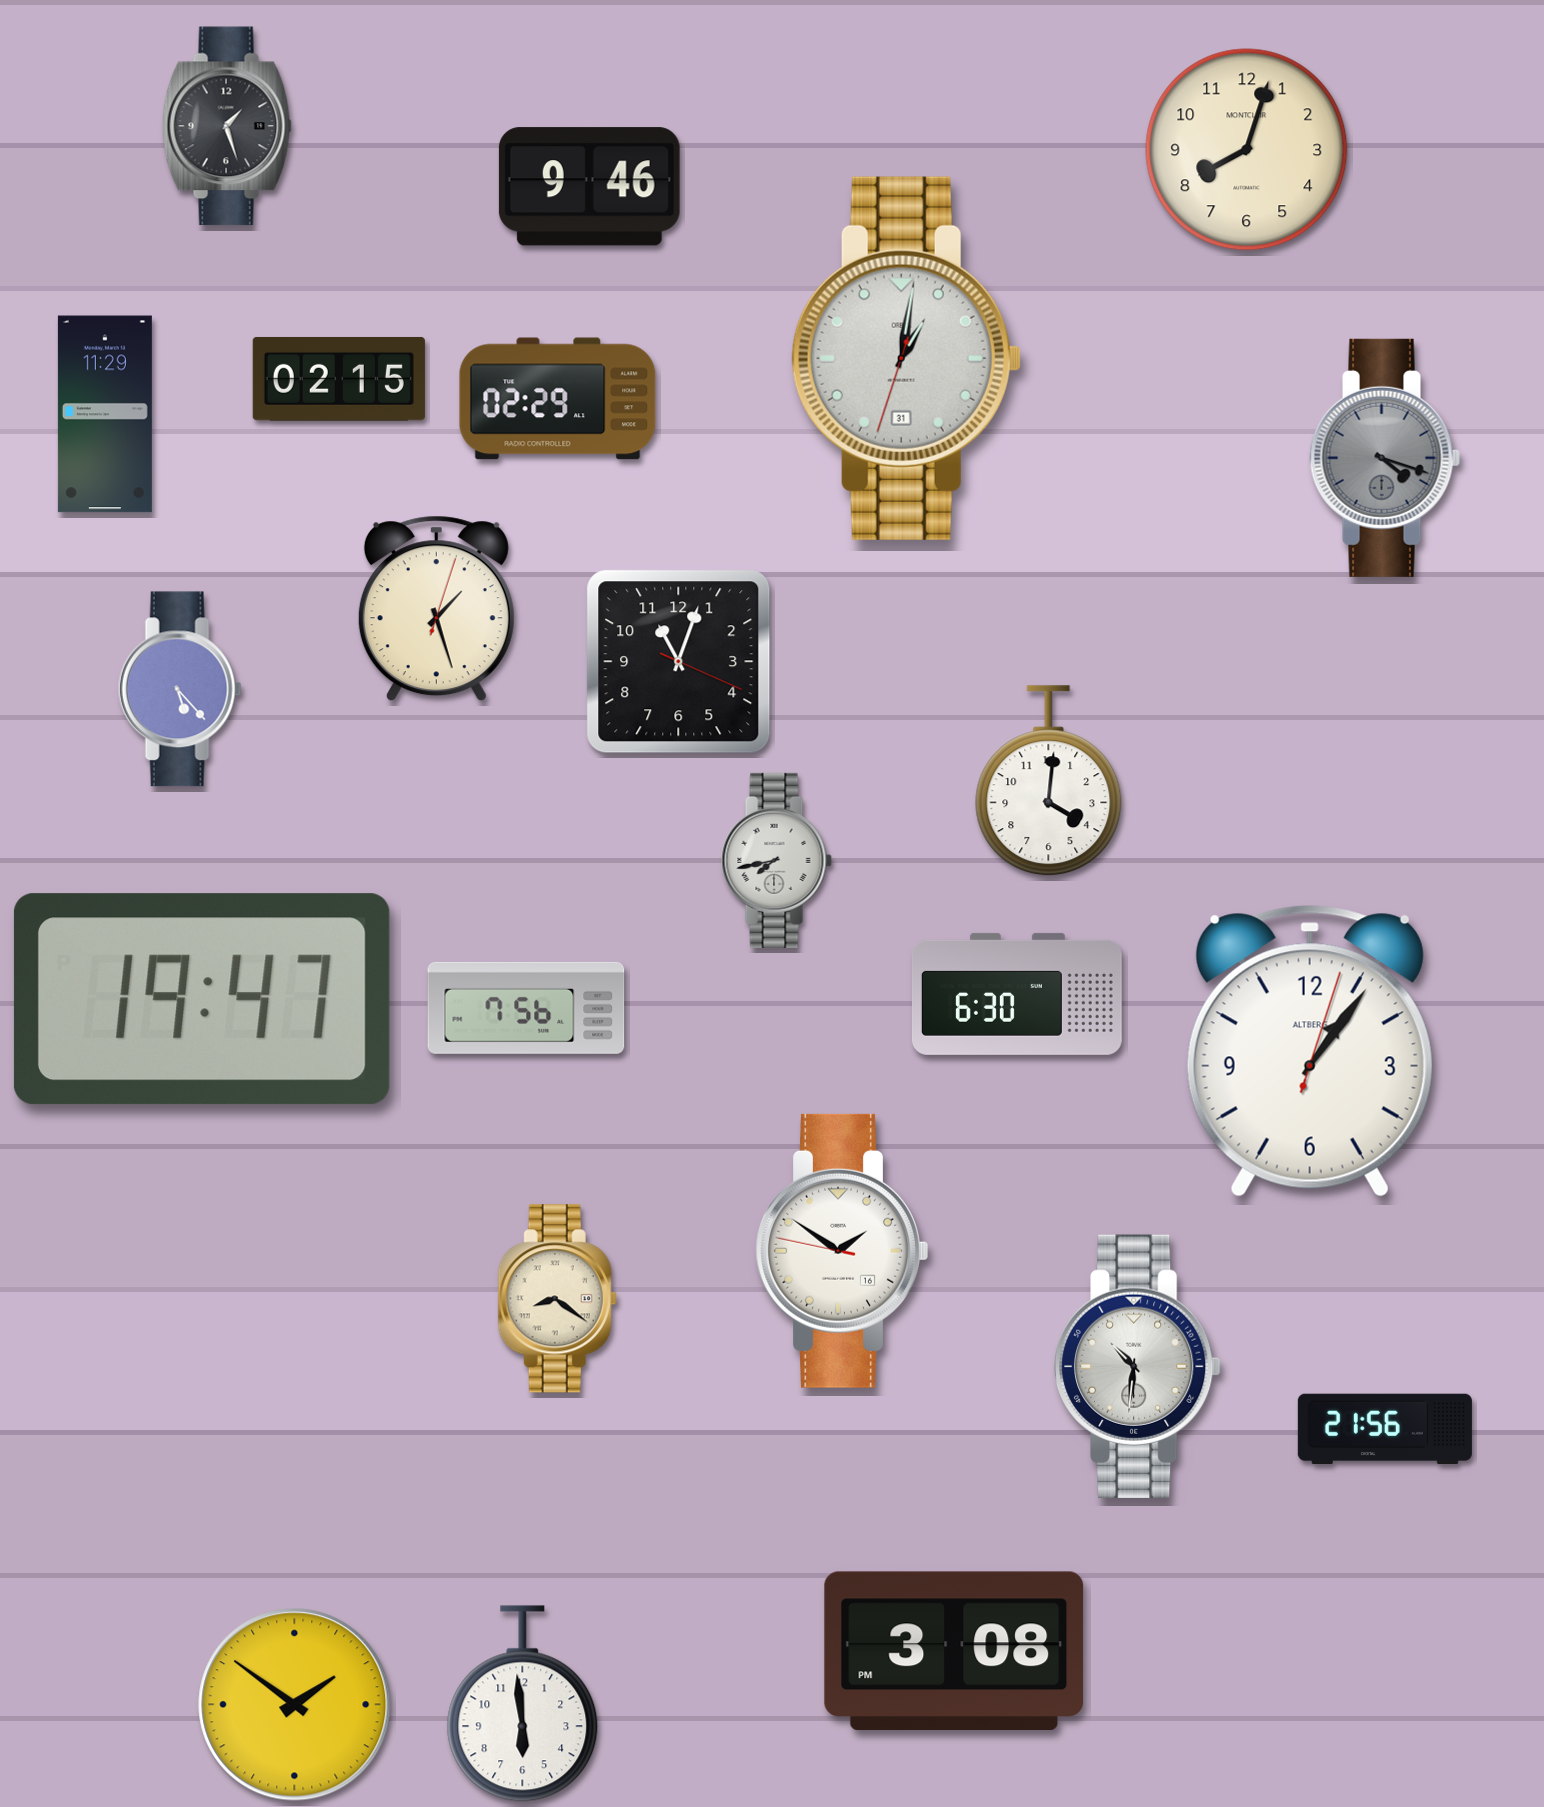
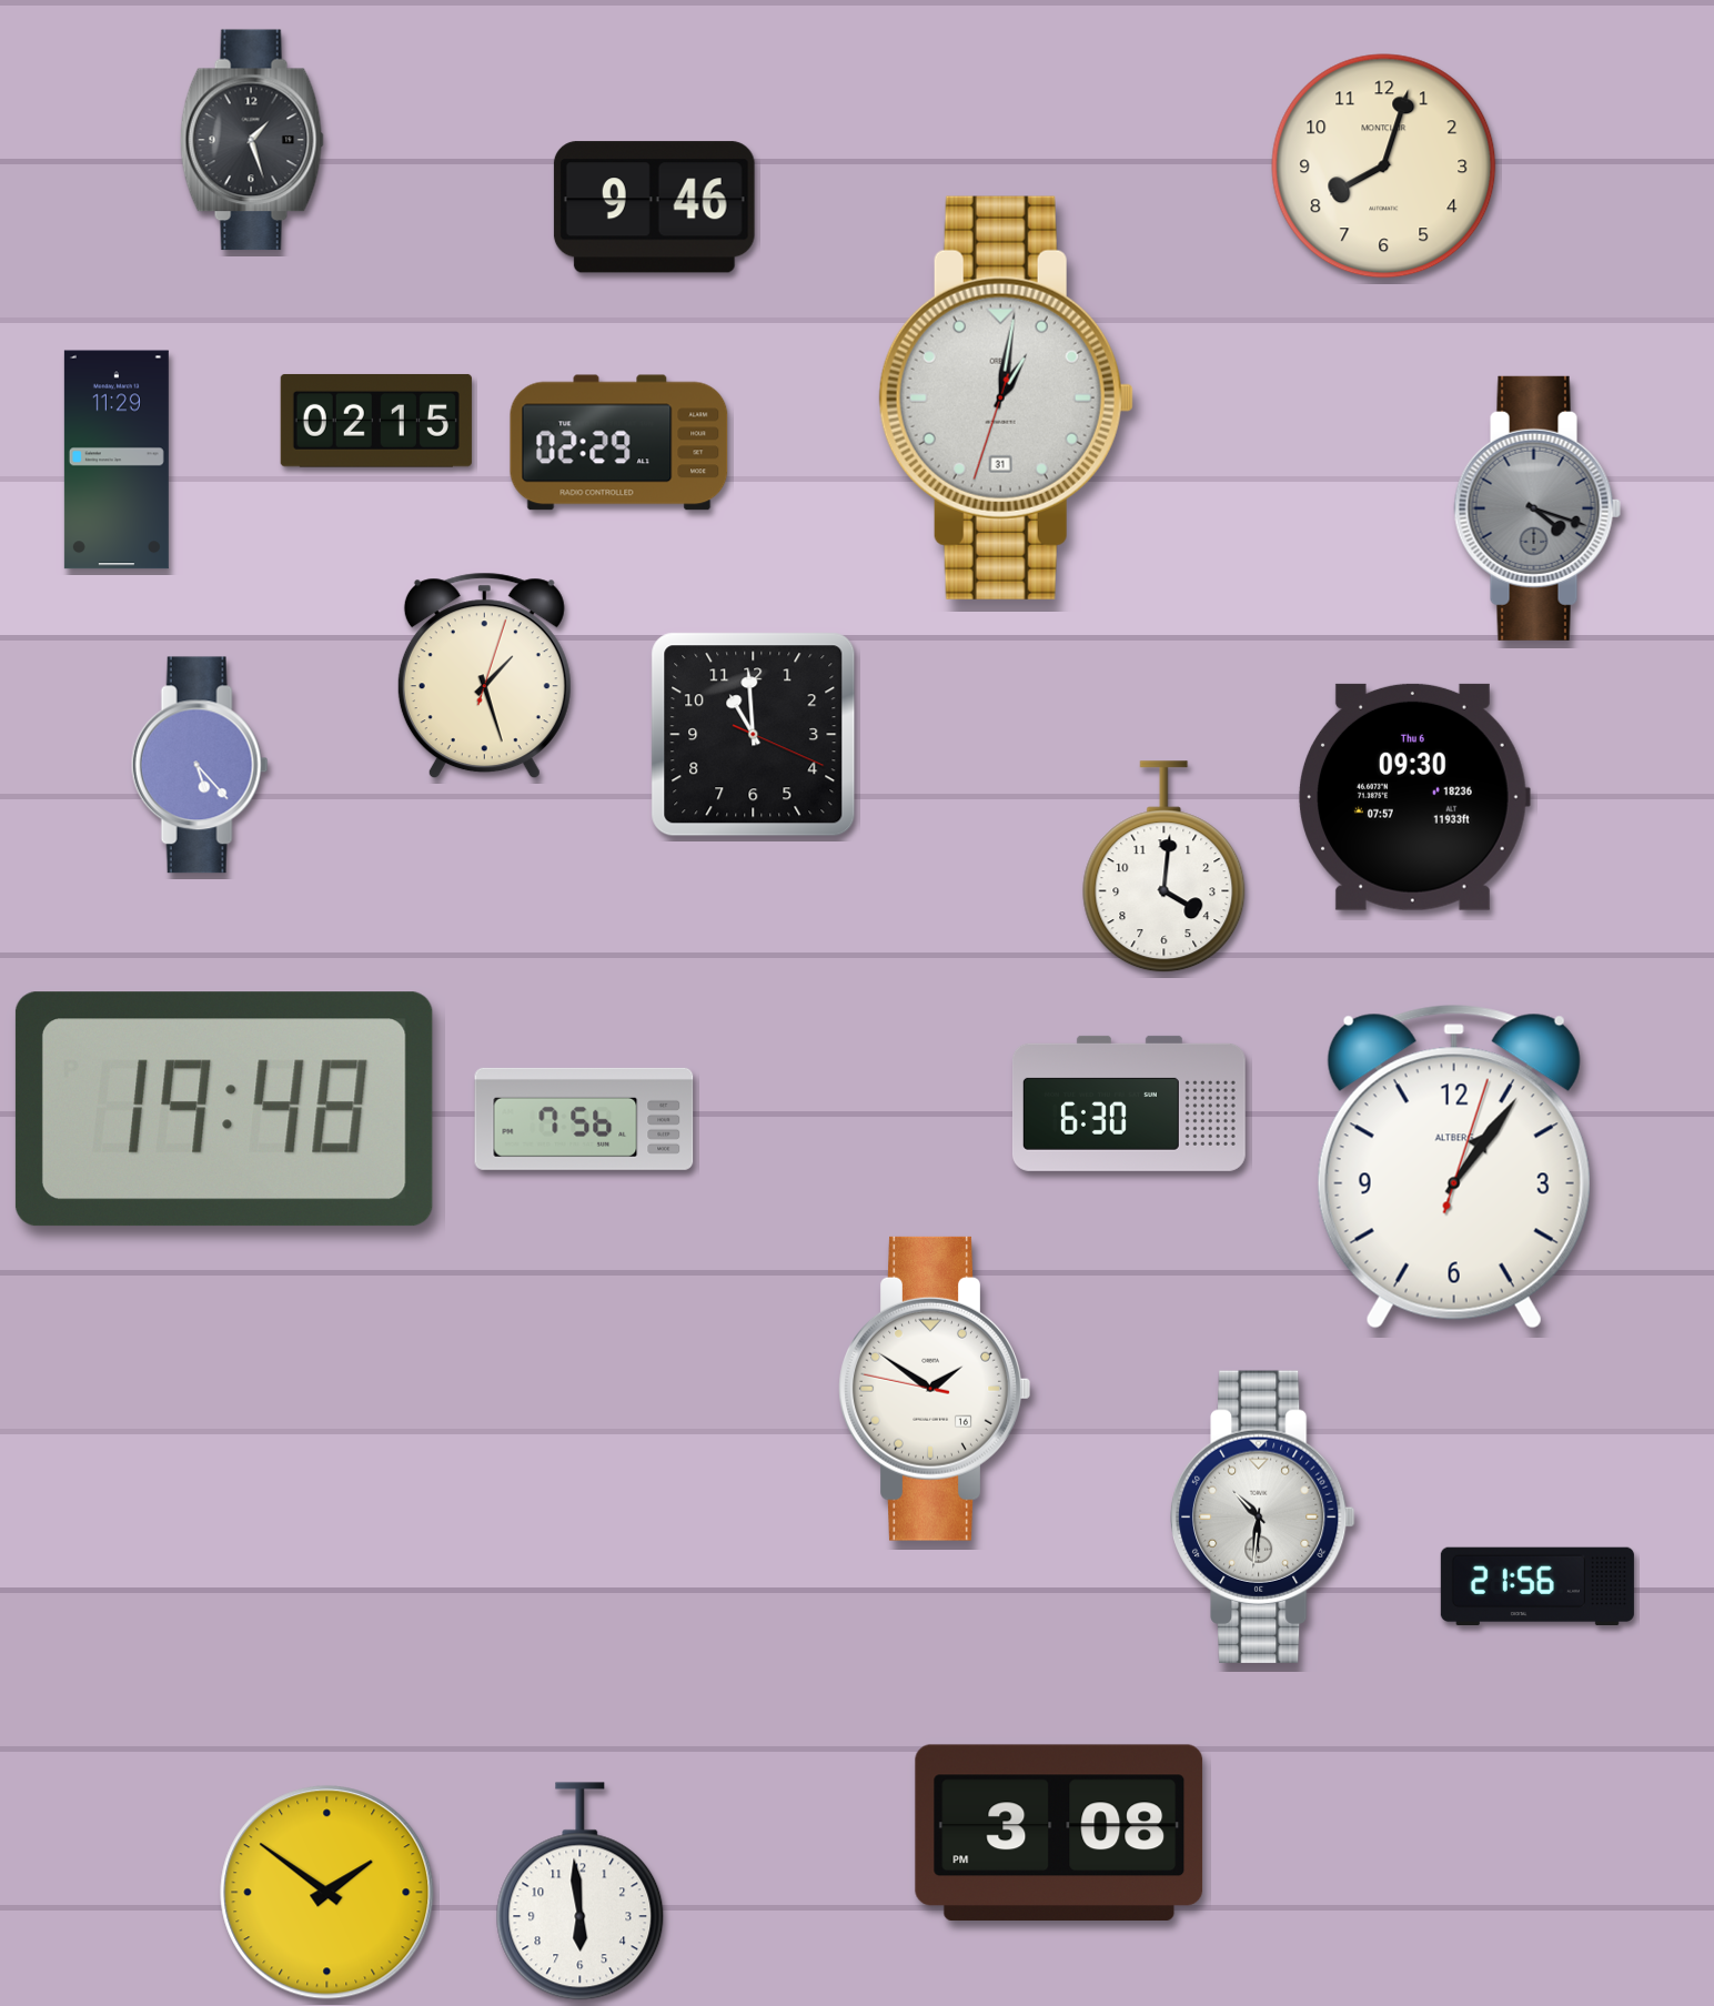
clock at (679, 662): 11:03 -> 10:59
clock at (1414, 797): none -> 09:30
clock at (776, 860): 7:43 -> none
clock at (202, 999): 19:47 -> 19:48
clock at (557, 1299): 8:21 -> none
